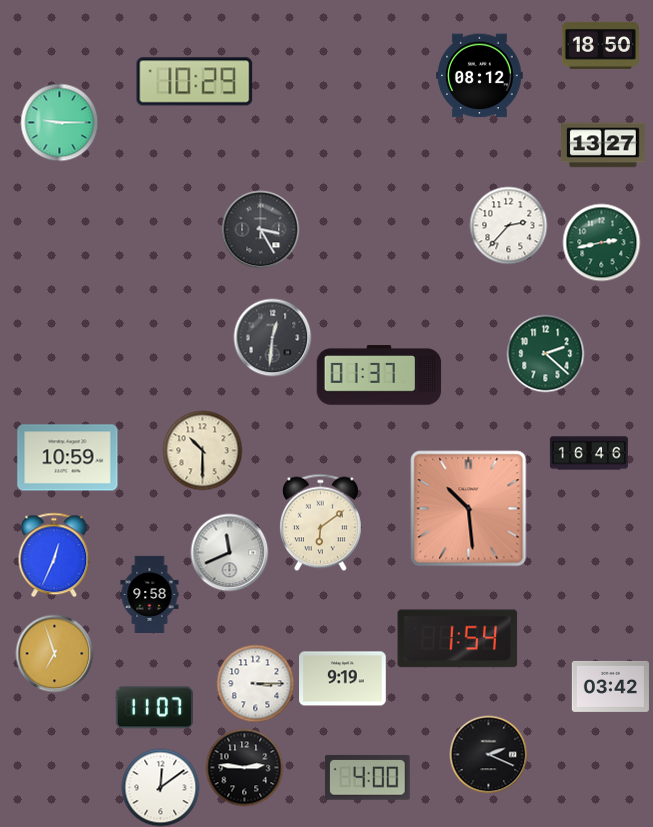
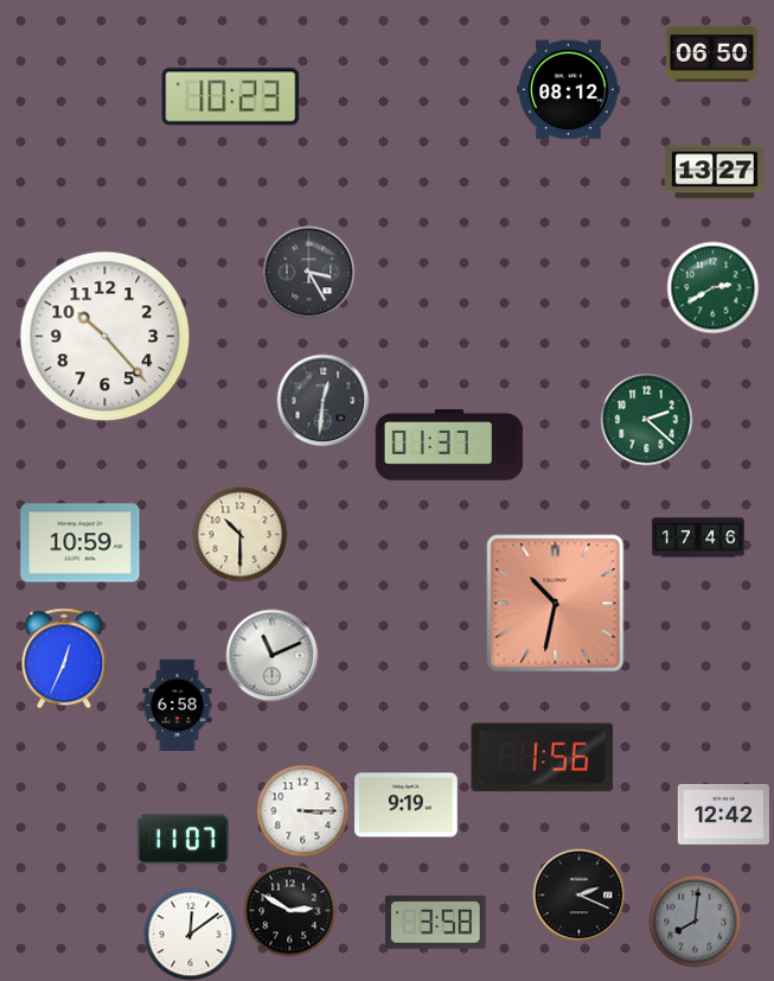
clock at (600, 45): 18:50 -> 06:50
clock at (195, 82): 10:29 -> 10:23
clock at (59, 122): 9:15 -> none
clock at (508, 225): 2:37 -> none
clock at (601, 242): 2:43 -> 2:40
clock at (105, 337): none -> 10:23
clock at (589, 453): 16:46 -> 17:46
clock at (469, 509): 10:29 -> 10:32
clock at (320, 522): 6:09 -> none
clock at (229, 552): 11:41 -> 11:11
clock at (150, 594): 9:58 -> 6:58
clock at (458, 639): 1:54 -> 1:56
clock at (54, 653): 6:57 -> none
clock at (610, 686): 03:42 -> 12:42
clock at (244, 767): 2:46 -> 2:50
clock at (695, 921): none -> 8:01
clock at (367, 777): 4:00 -> 3:58
